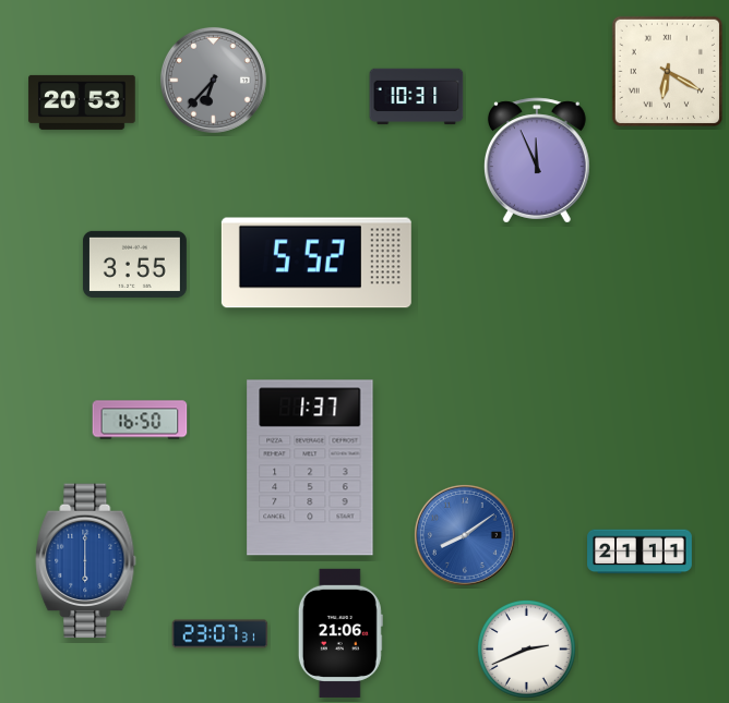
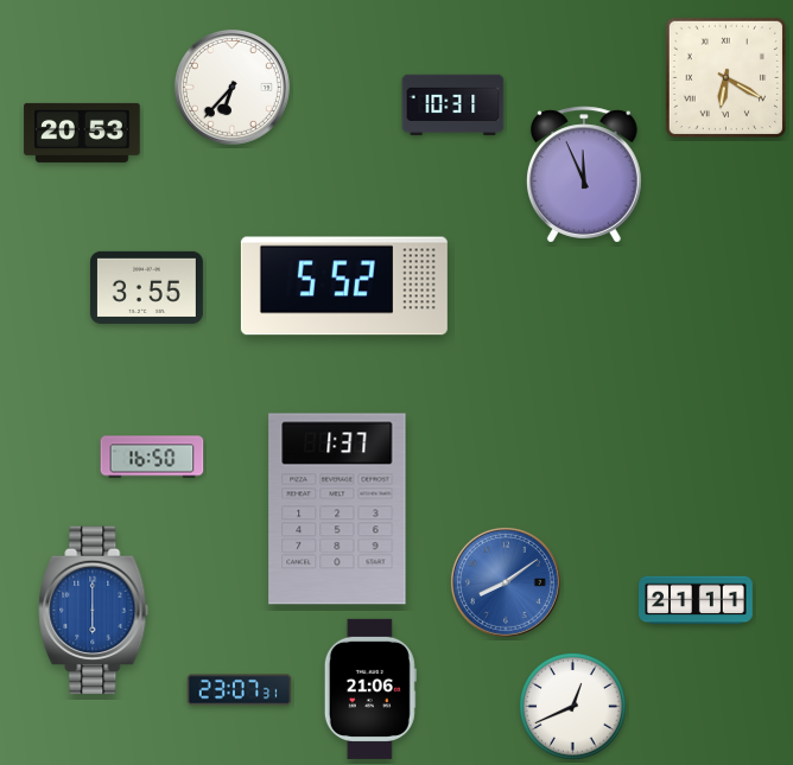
clock at (213, 80) dial: grey -> white
clock at (82, 102) position: (82, 102) -> (82, 133)
clock at (526, 649): 2:41 -> 12:41
